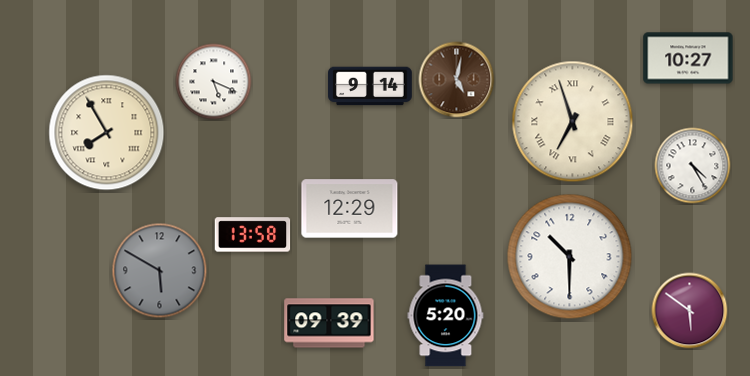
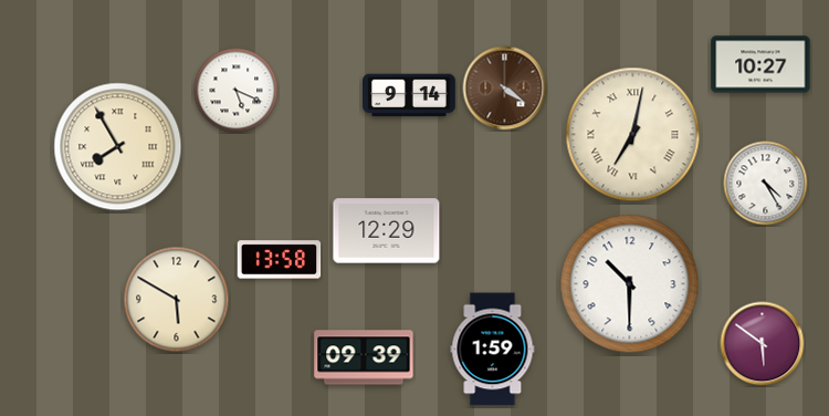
clock at (457, 80): 5:02 -> 4:21
clock at (573, 122): 6:57 -> 7:02
clock at (160, 271) dial: grey -> cream
clock at (446, 316): 5:20 -> 1:59
